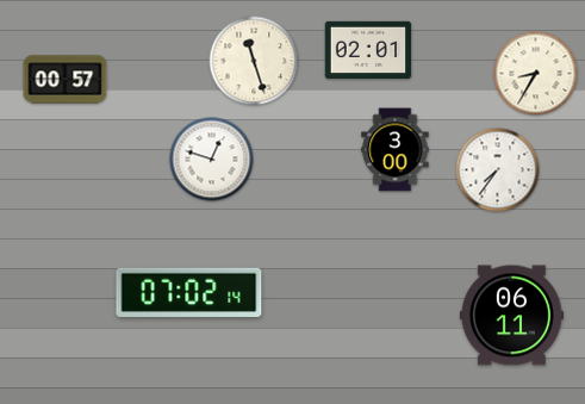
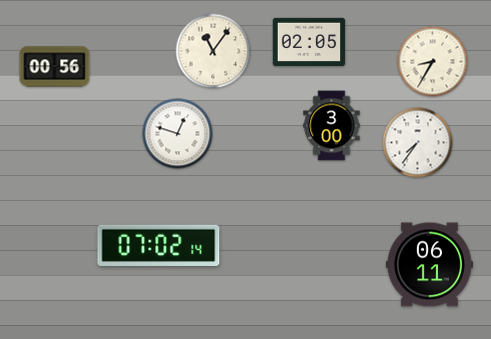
clock at (368, 49): 02:01 -> 02:05
clock at (254, 61): 11:27 -> 11:06
clock at (536, 74) position: (536, 74) -> (433, 62)
clock at (66, 80): 00:57 -> 00:56
